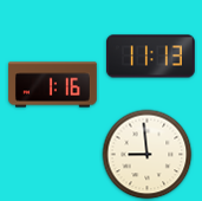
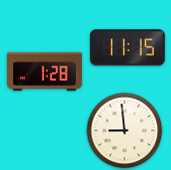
clock at (150, 57): 11:13 -> 11:15
clock at (53, 85): 1:16 -> 1:28
